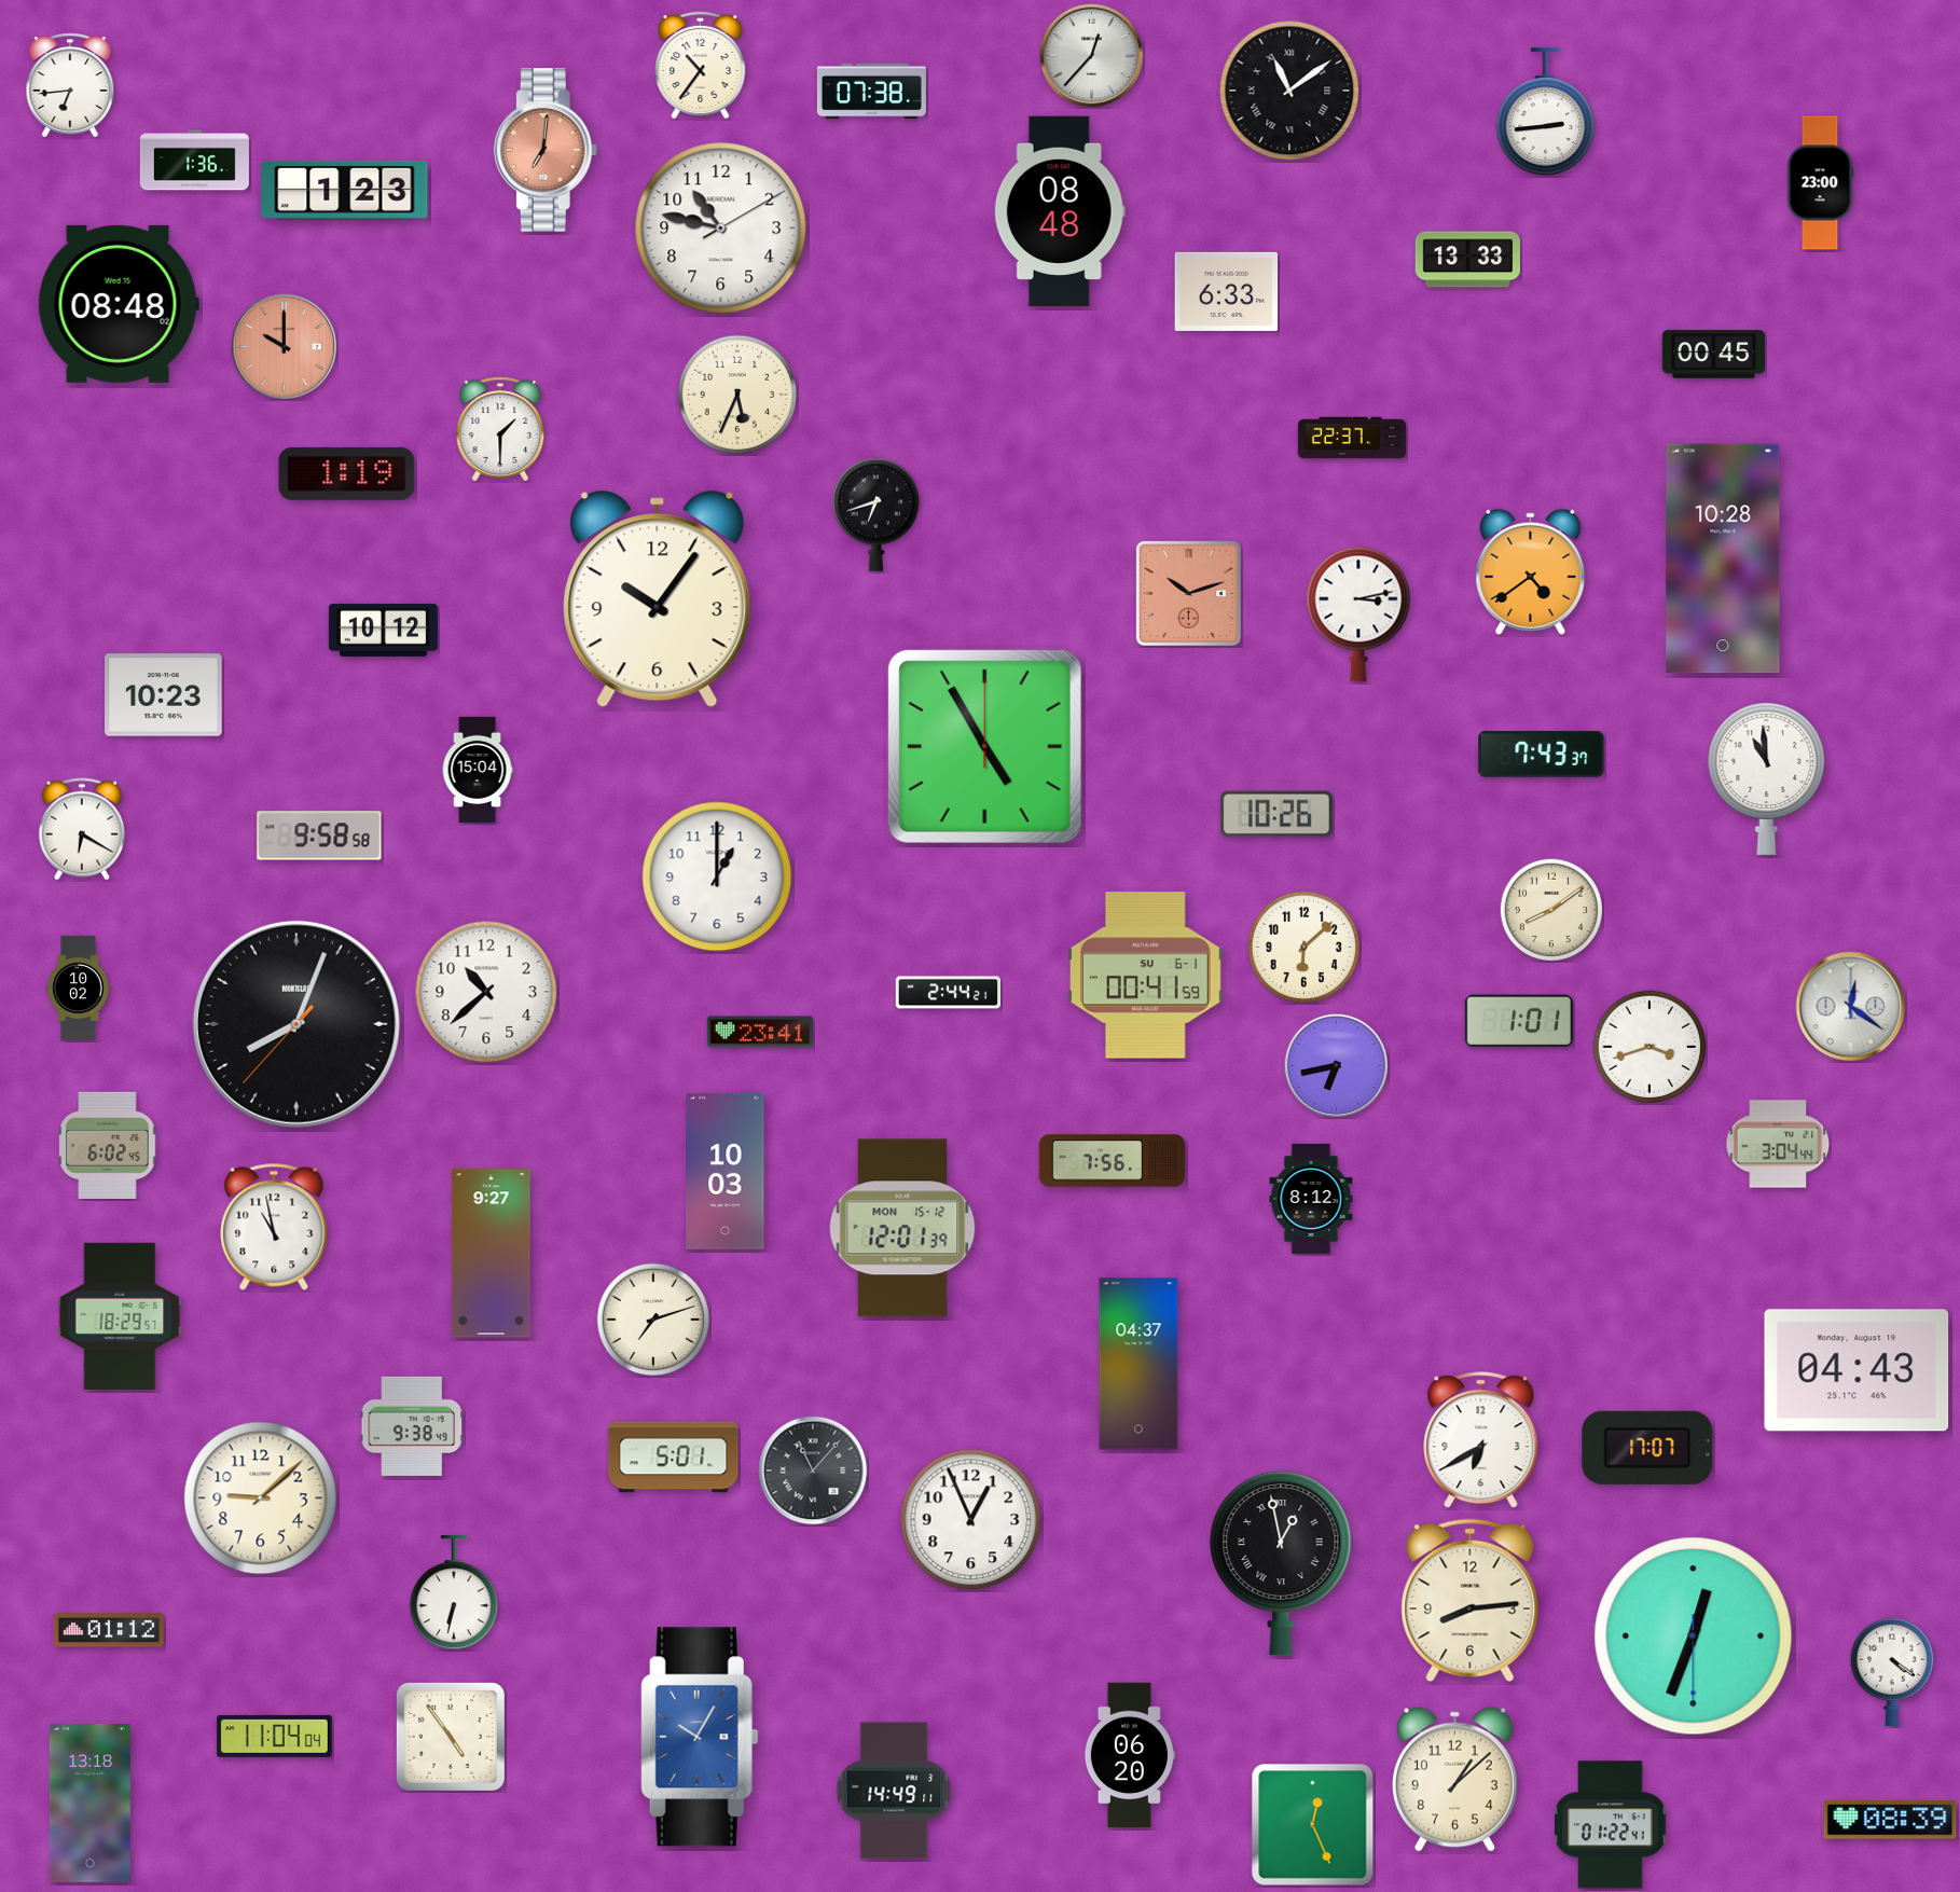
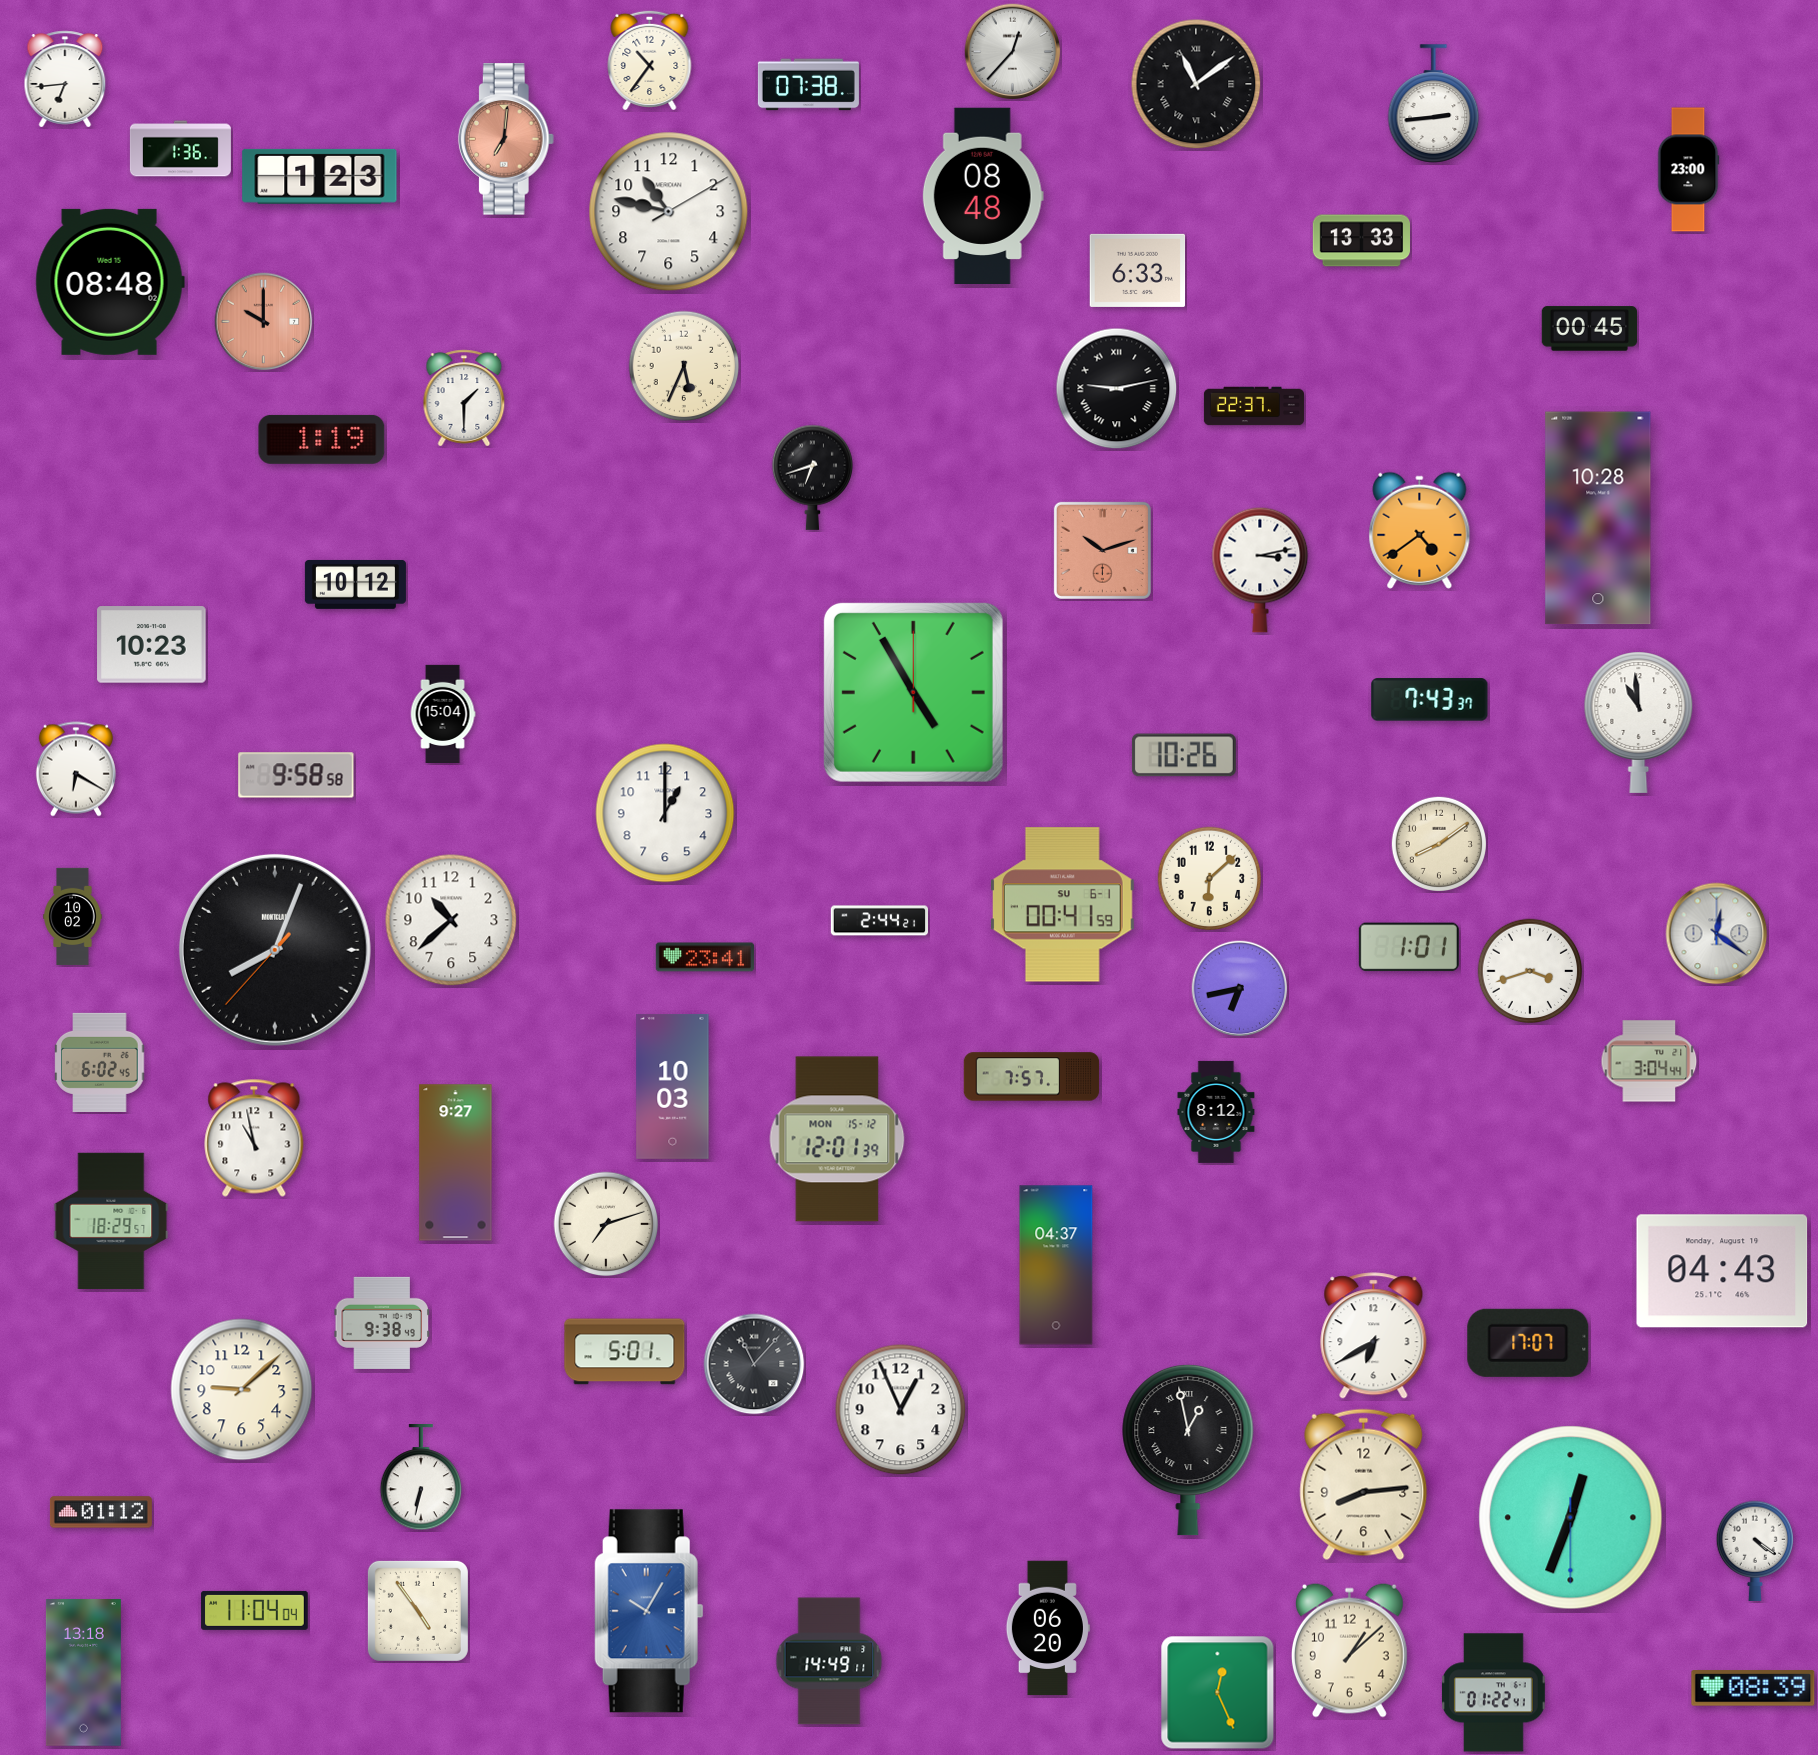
clock at (1117, 389): none -> 9:13
clock at (658, 598): 10:06 -> none
clock at (1113, 1161): 7:56 -> 7:57
